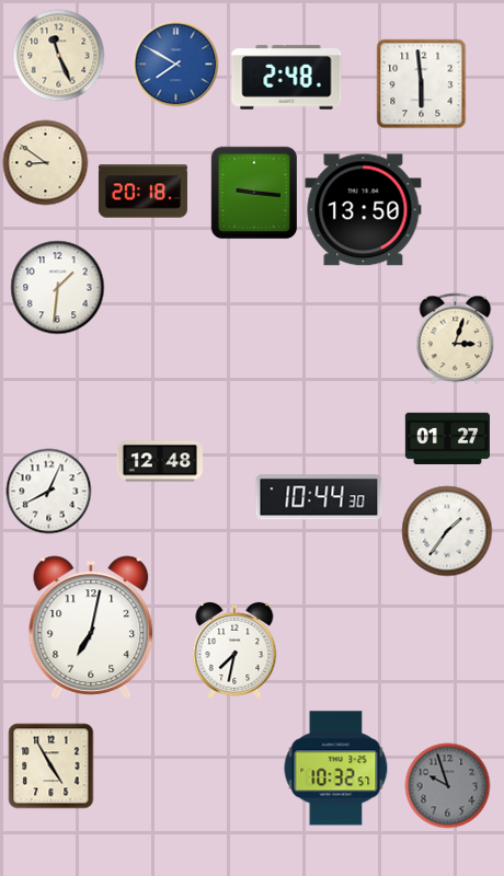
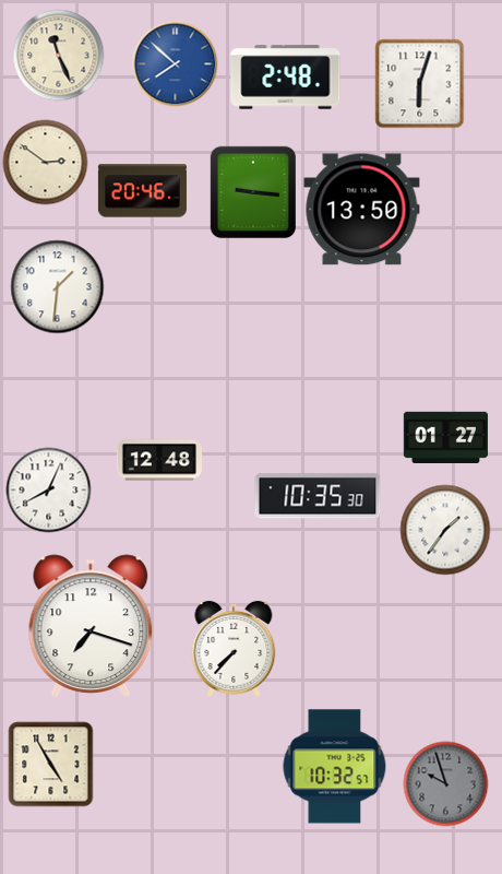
clock at (175, 64): 7:50 -> 7:52
clock at (421, 83): 5:59 -> 6:03
clock at (45, 162): 8:51 -> 2:51
clock at (142, 192): 20:18 -> 20:46
clock at (456, 338): 3:03 -> none
clock at (319, 497): 10:44 -> 10:35
clock at (91, 627): 7:02 -> 7:18
clock at (234, 650): 7:32 -> 7:37
